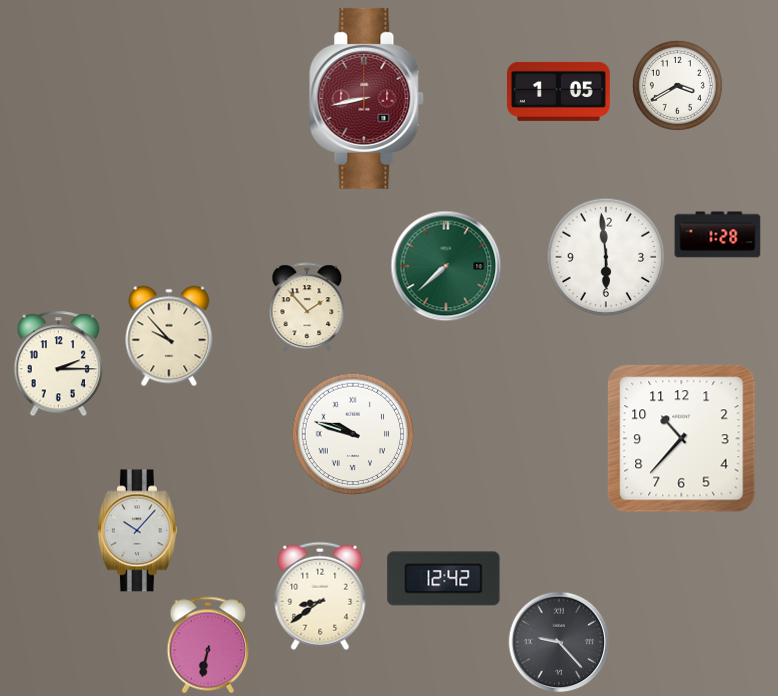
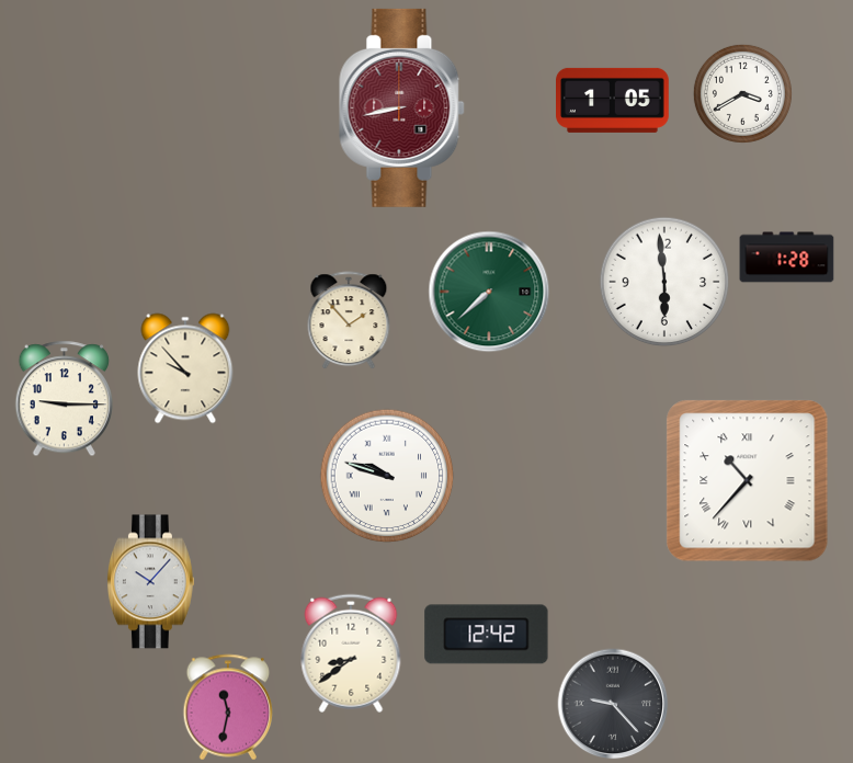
clock at (307, 307) position: (307, 307) -> (349, 320)
clock at (58, 364): 2:15 -> 9:15
clock at (682, 439) numerals: Arabic -> Roman
clock at (208, 645): 6:32 -> 11:32
